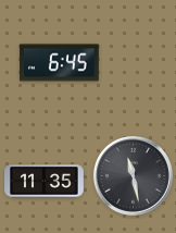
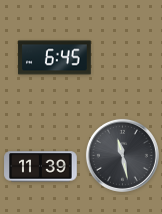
clock at (133, 175) position: (133, 175) -> (122, 155)
clock at (45, 182): 11:35 -> 11:39
